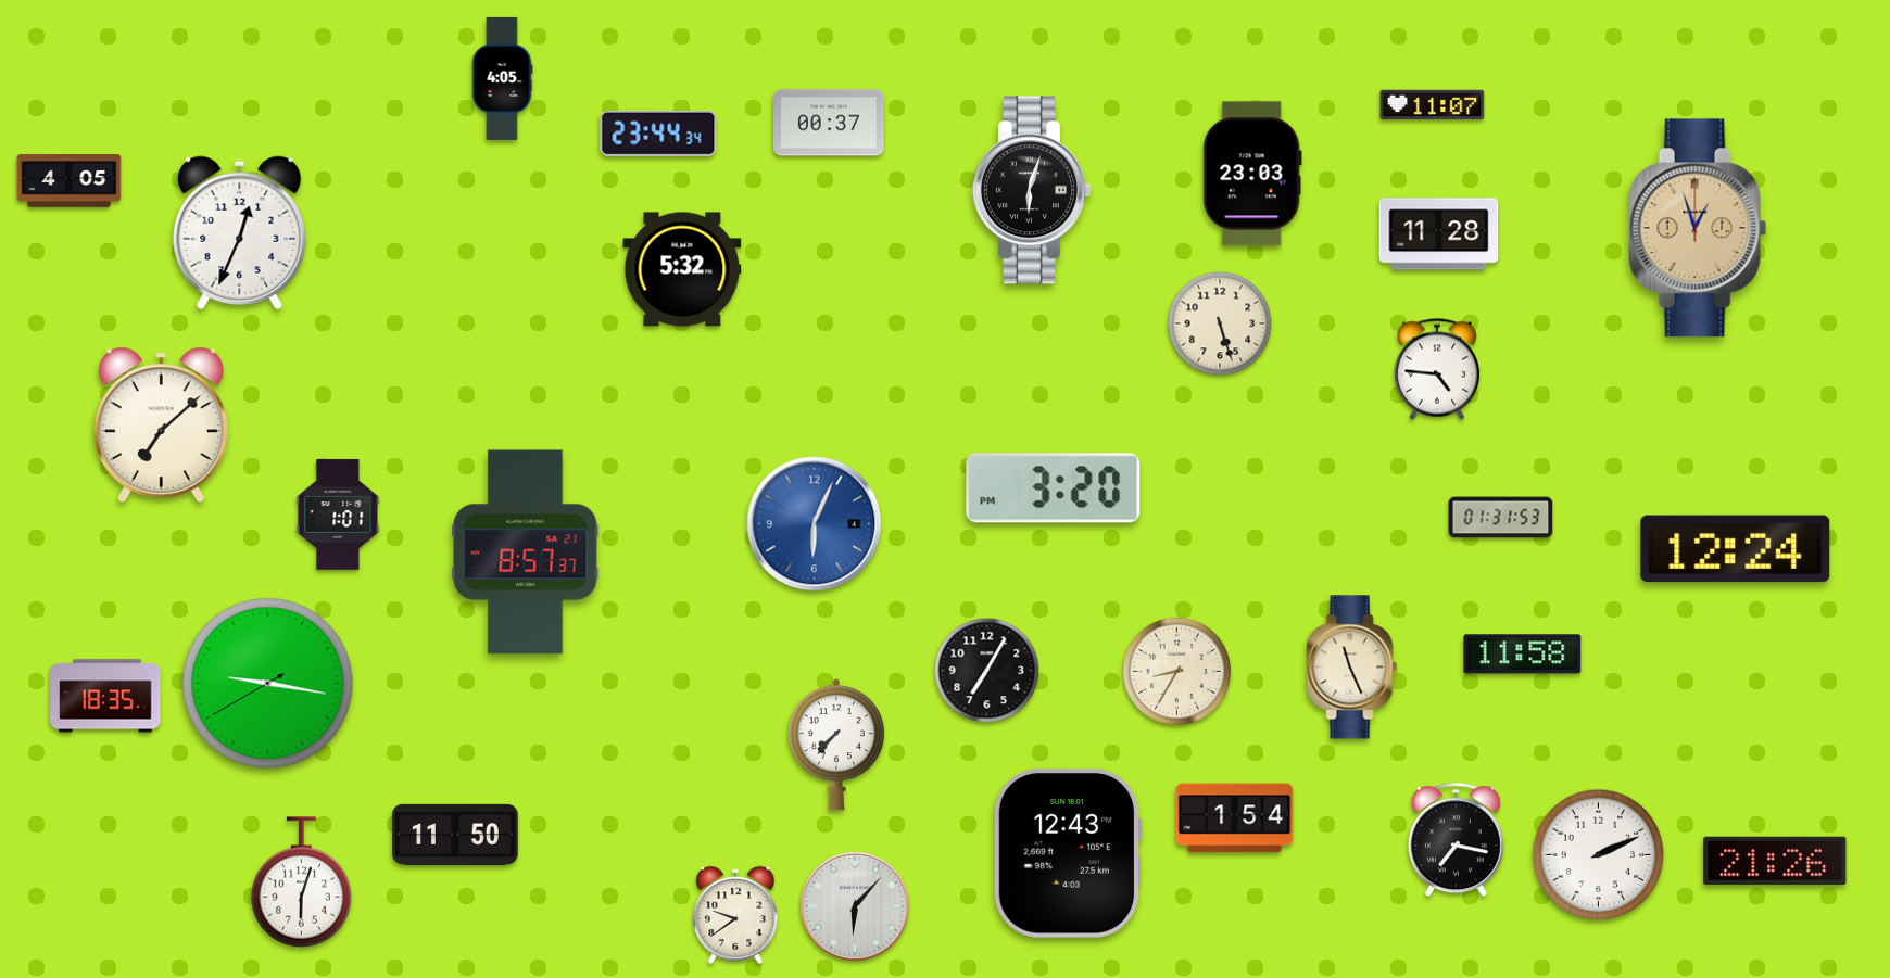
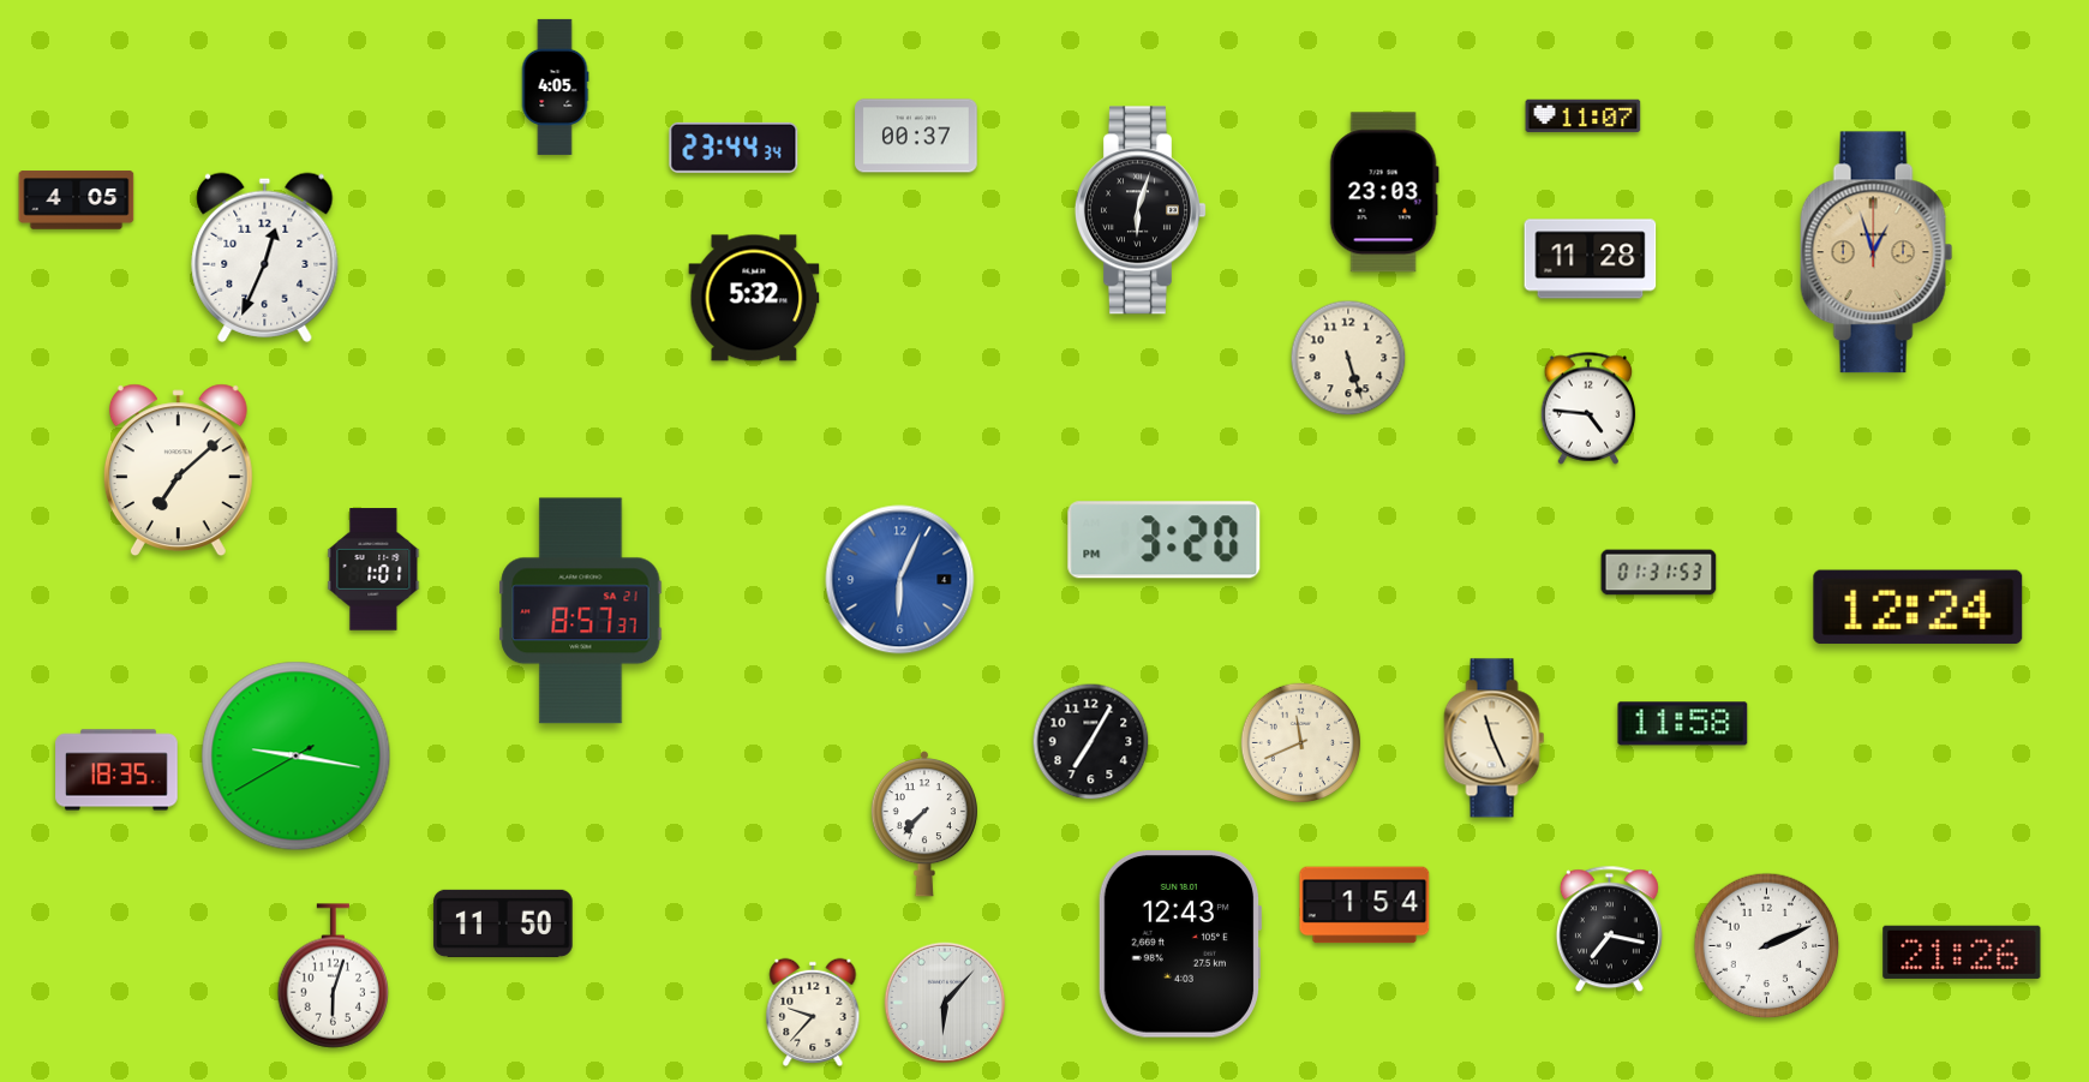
clock at (658, 134) position: (658, 134) -> (734, 148)
clock at (1177, 672): 8:35 -> 11:41
clock at (735, 915): 9:39 -> 9:37
